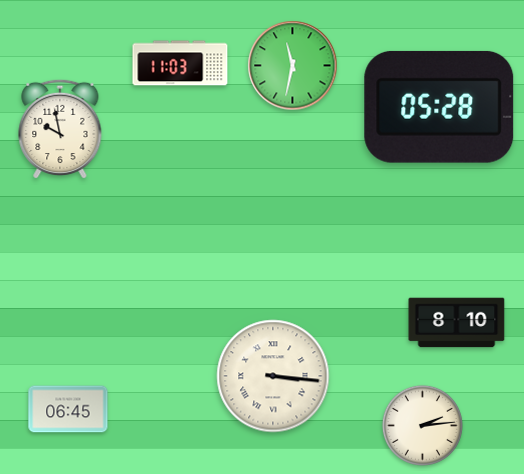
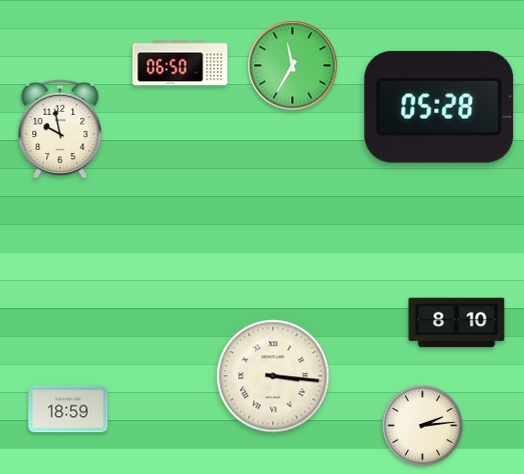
clock at (180, 63): 11:03 -> 06:50
clock at (293, 66): 11:32 -> 11:35
clock at (68, 409): 06:45 -> 18:59
